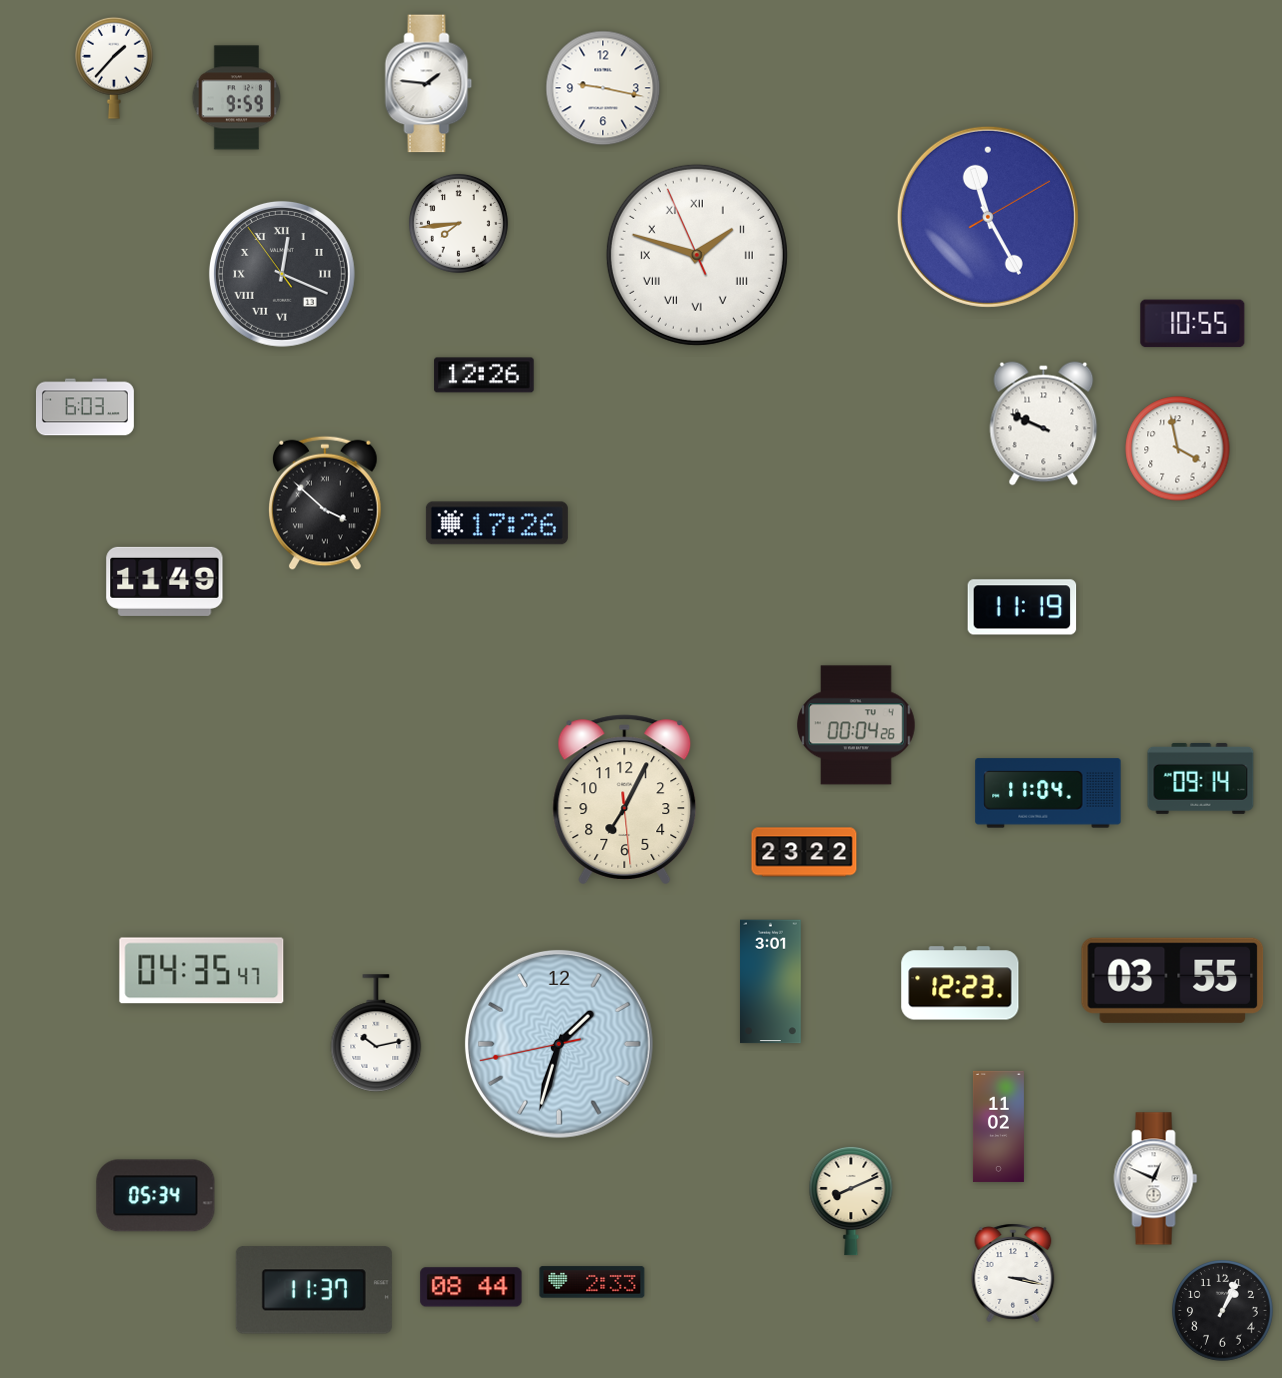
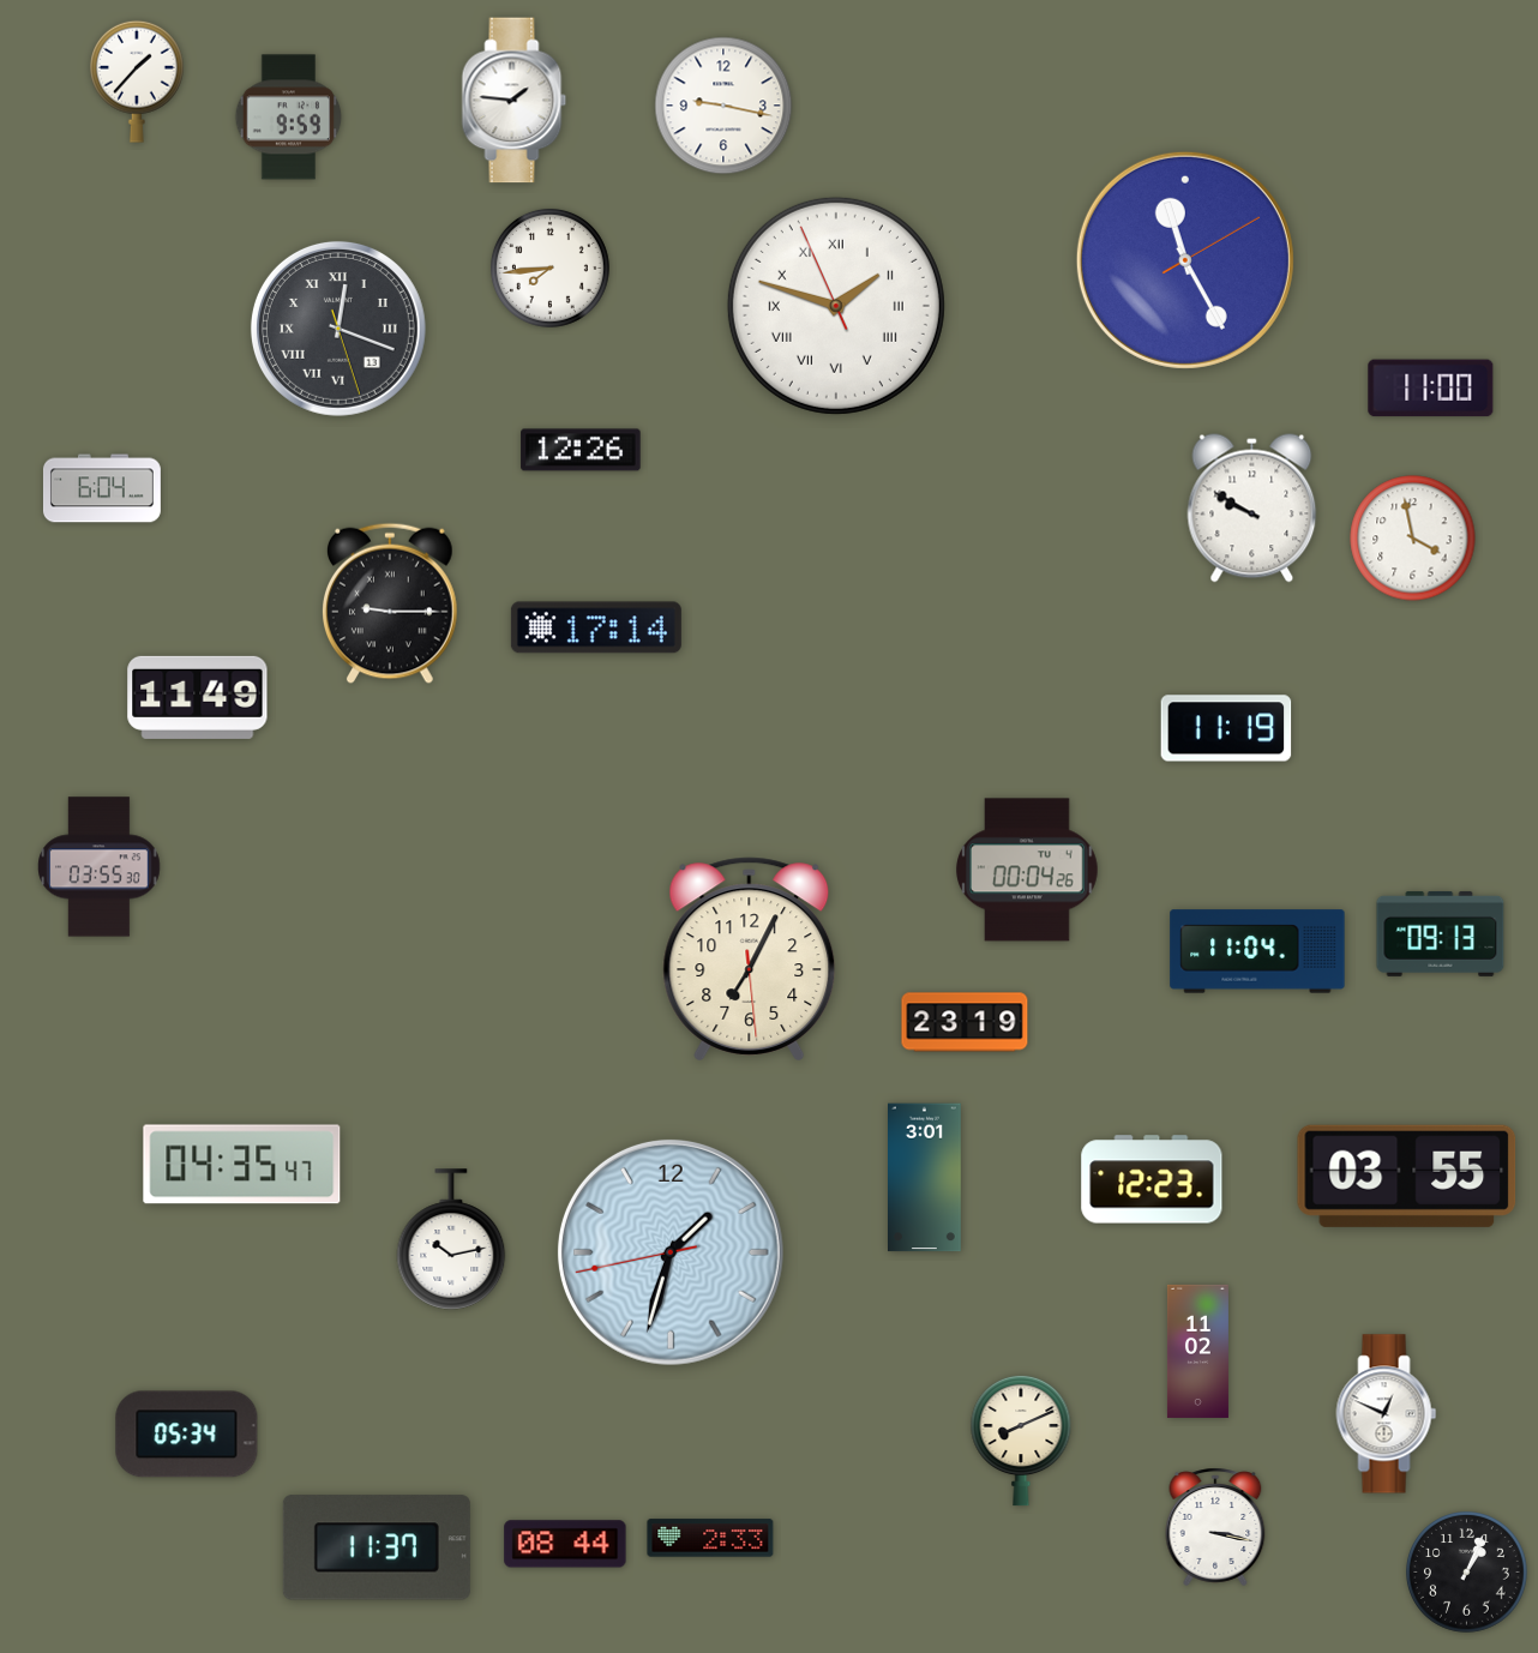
clock at (237, 98) position: (237, 98) -> (289, 118)
clock at (282, 274): 12:18:54 -> 12:18:27
clock at (1193, 324): 10:55 -> 11:00
clock at (85, 407): 6:03 -> 6:04
clock at (1044, 424): 9:49 -> 9:50
clock at (326, 503): 3:52 -> 9:15
clock at (497, 523): 17:26 -> 17:14
clock at (100, 867): none -> 03:55
clock at (1201, 778): 09:14 -> 09:13
clock at (804, 852): 23:22 -> 23:19
